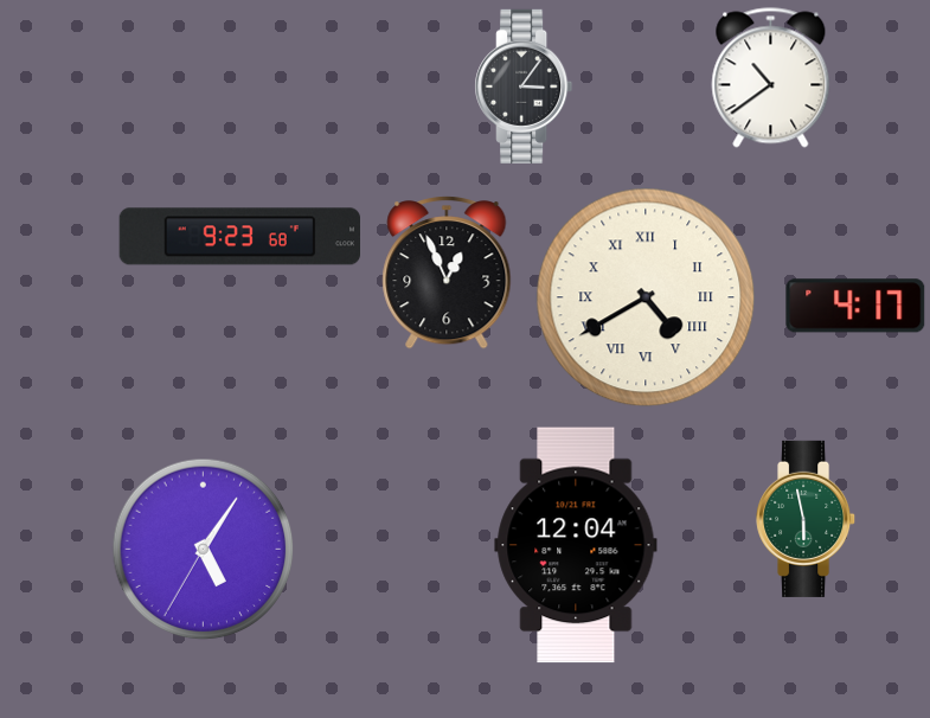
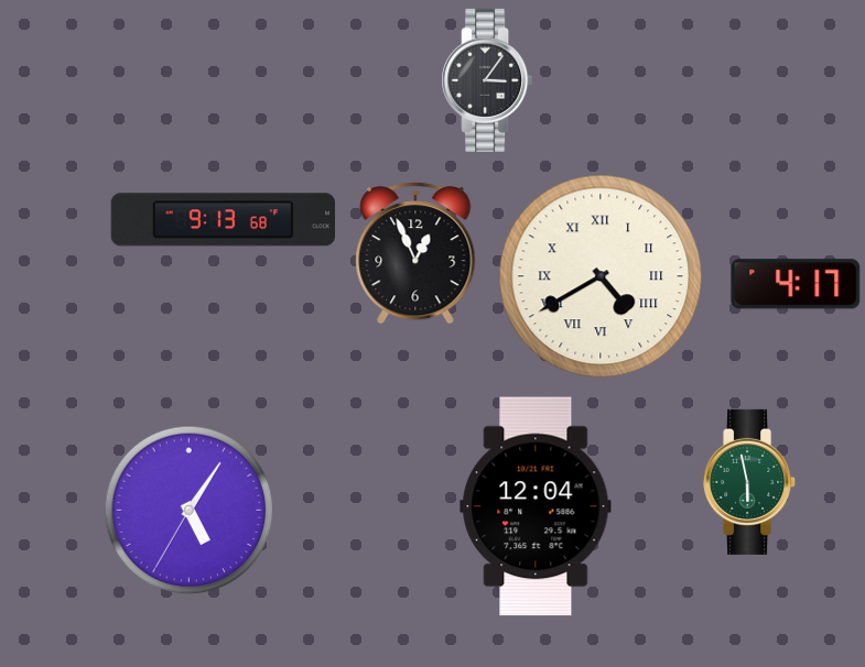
clock at (771, 78): 10:39 -> none
clock at (239, 237): 9:23 -> 9:13
